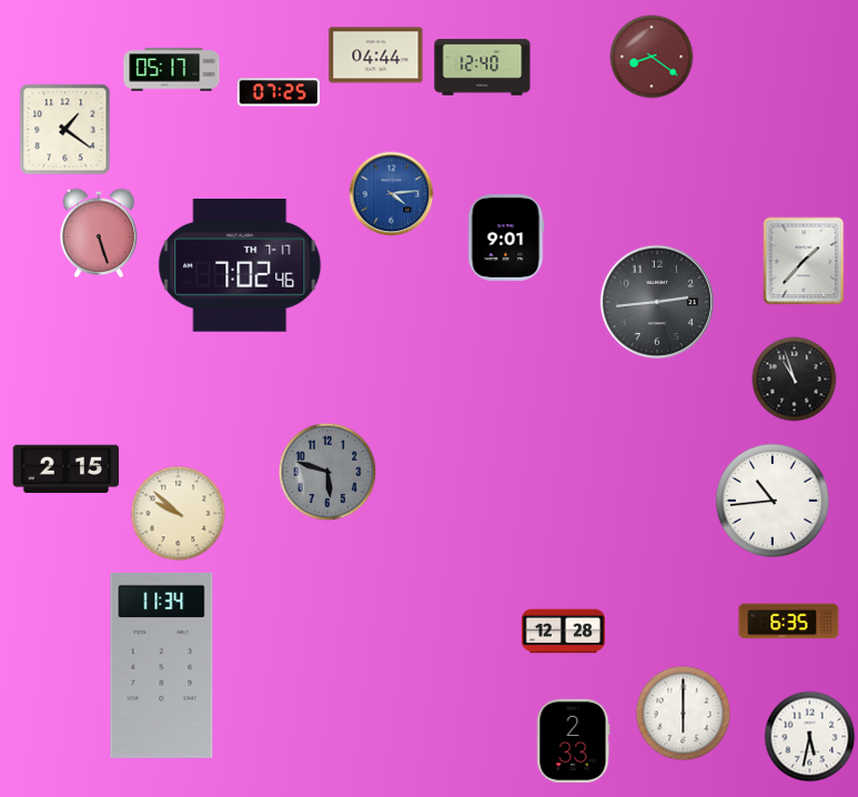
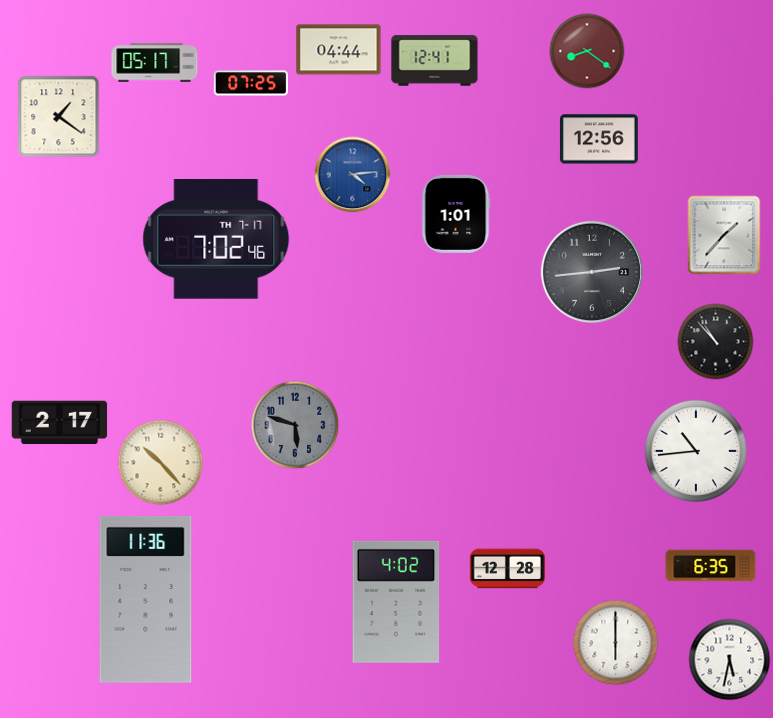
clock at (483, 68): 12:40 -> 12:41
clock at (599, 139): none -> 12:56
clock at (99, 233): 5:27 -> none
clock at (506, 238): 9:01 -> 1:01
clock at (795, 380): 10:57 -> 10:53
clock at (67, 470): 2:15 -> 2:17
clock at (179, 514): 9:52 -> 10:23
clock at (789, 622) position: (789, 622) -> (711, 566)
clock at (162, 665): 11:34 -> 11:36
clock at (396, 602): none -> 4:02
clock at (810, 737) position: (810, 737) -> (730, 660)
clock at (573, 740): 2:33 -> none
